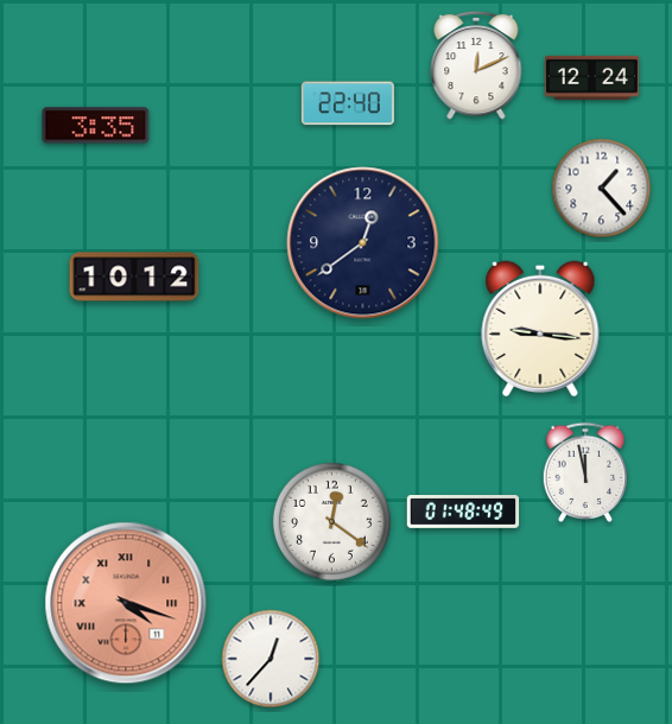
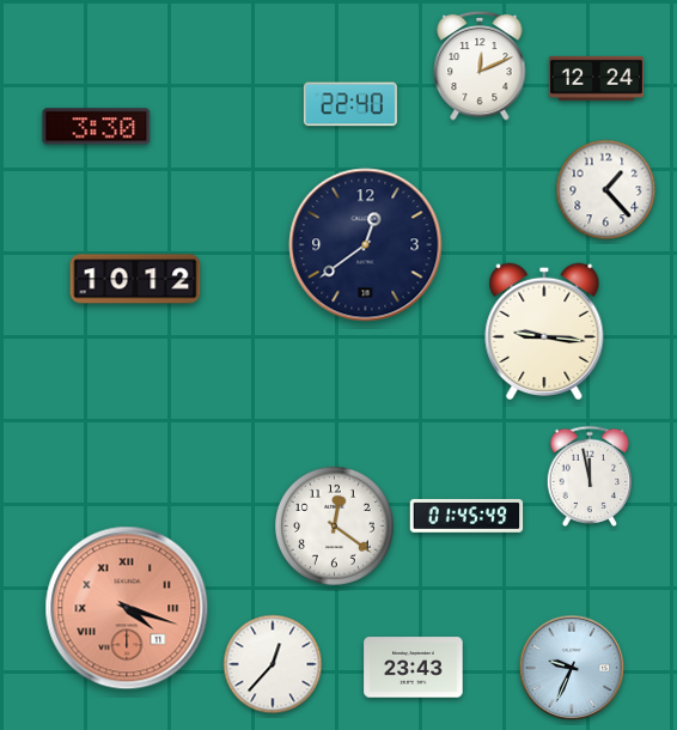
clock at (96, 126): 3:35 -> 3:30
clock at (463, 513): 01:48 -> 01:45
clock at (414, 668): none -> 23:43
clock at (572, 668): none -> 9:34
